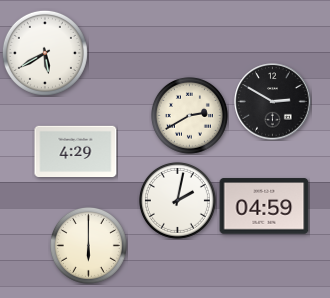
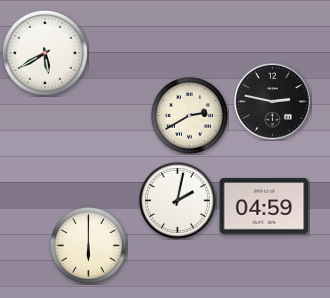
clock at (273, 102): 2:50 -> 2:47
clock at (76, 151): 4:29 -> none
